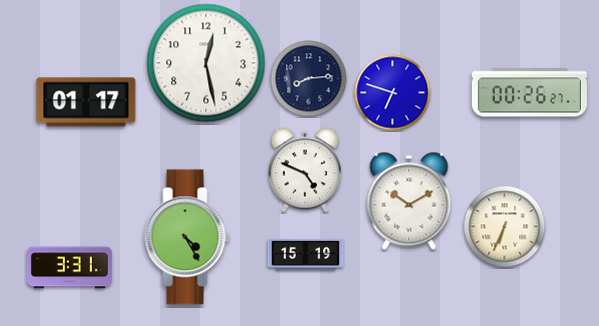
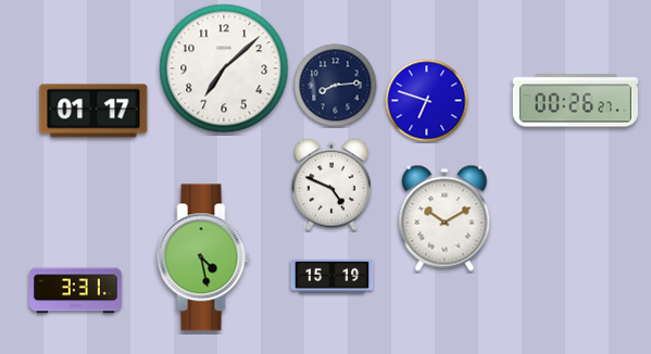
clock at (206, 63): 12:28 -> 7:08
clock at (505, 227): 6:34 -> none
clock at (187, 237): 4:25 -> 4:28
